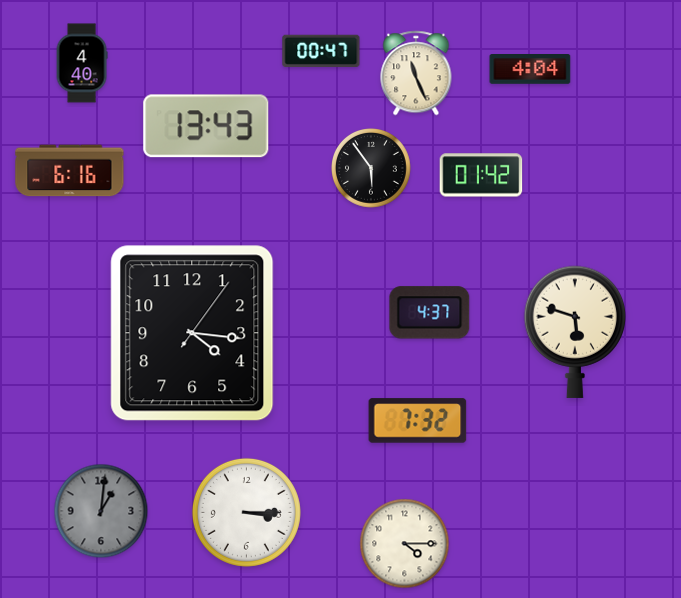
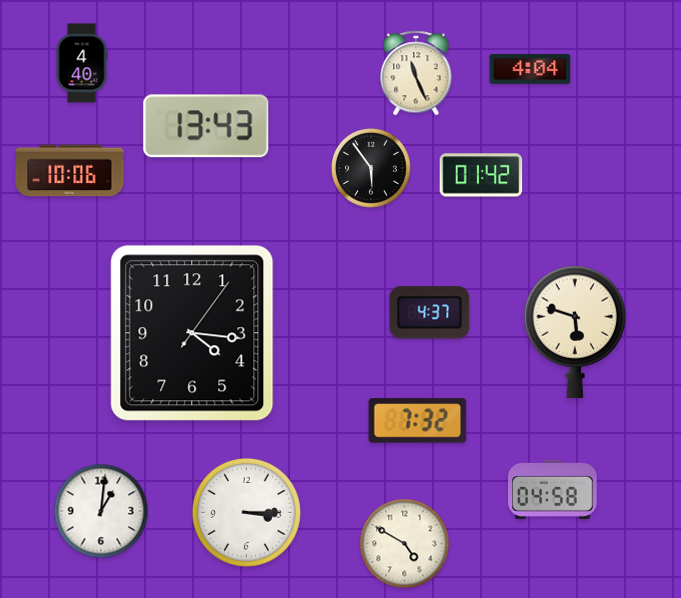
clock at (321, 50): 00:47 -> none
clock at (70, 171): 6:16 -> 10:06
clock at (553, 489): none -> 04:58
clock at (101, 511) dial: grey -> white
clock at (405, 544): 4:15 -> 4:50
